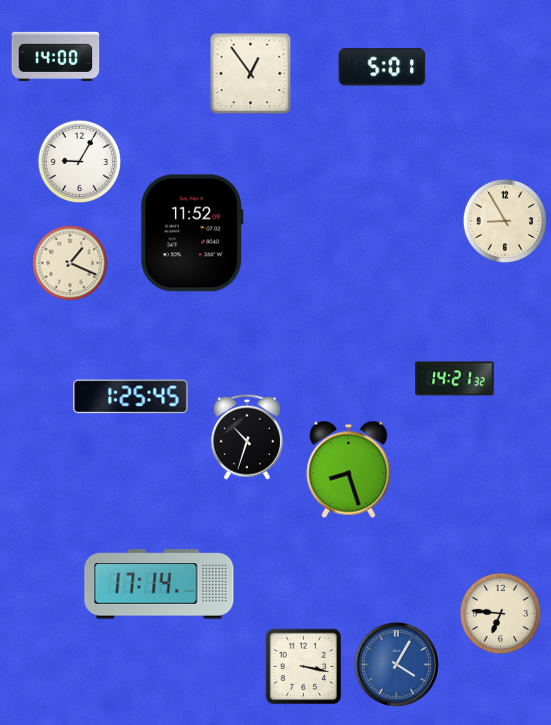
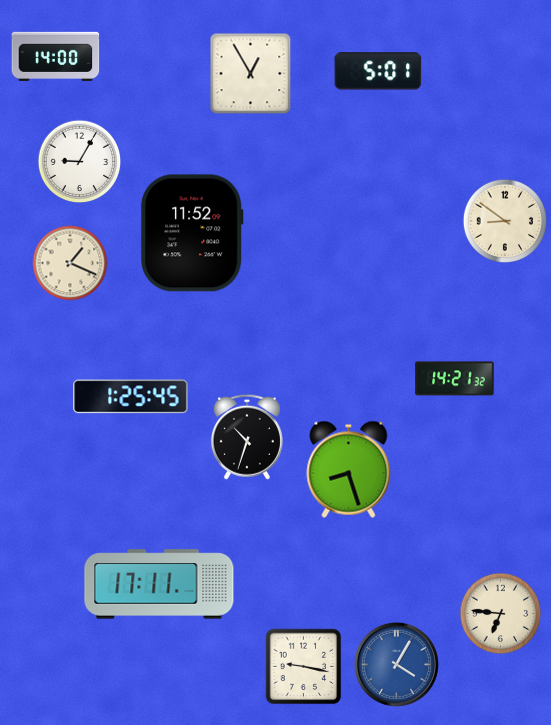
clock at (382, 67) position: (382, 67) -> (378, 71)
clock at (251, 74): 12:54 -> 12:55
clock at (504, 220): 8:55 -> 8:51
clock at (159, 584): 17:14 -> 17:11
clock at (304, 667): 3:17 -> 9:17
